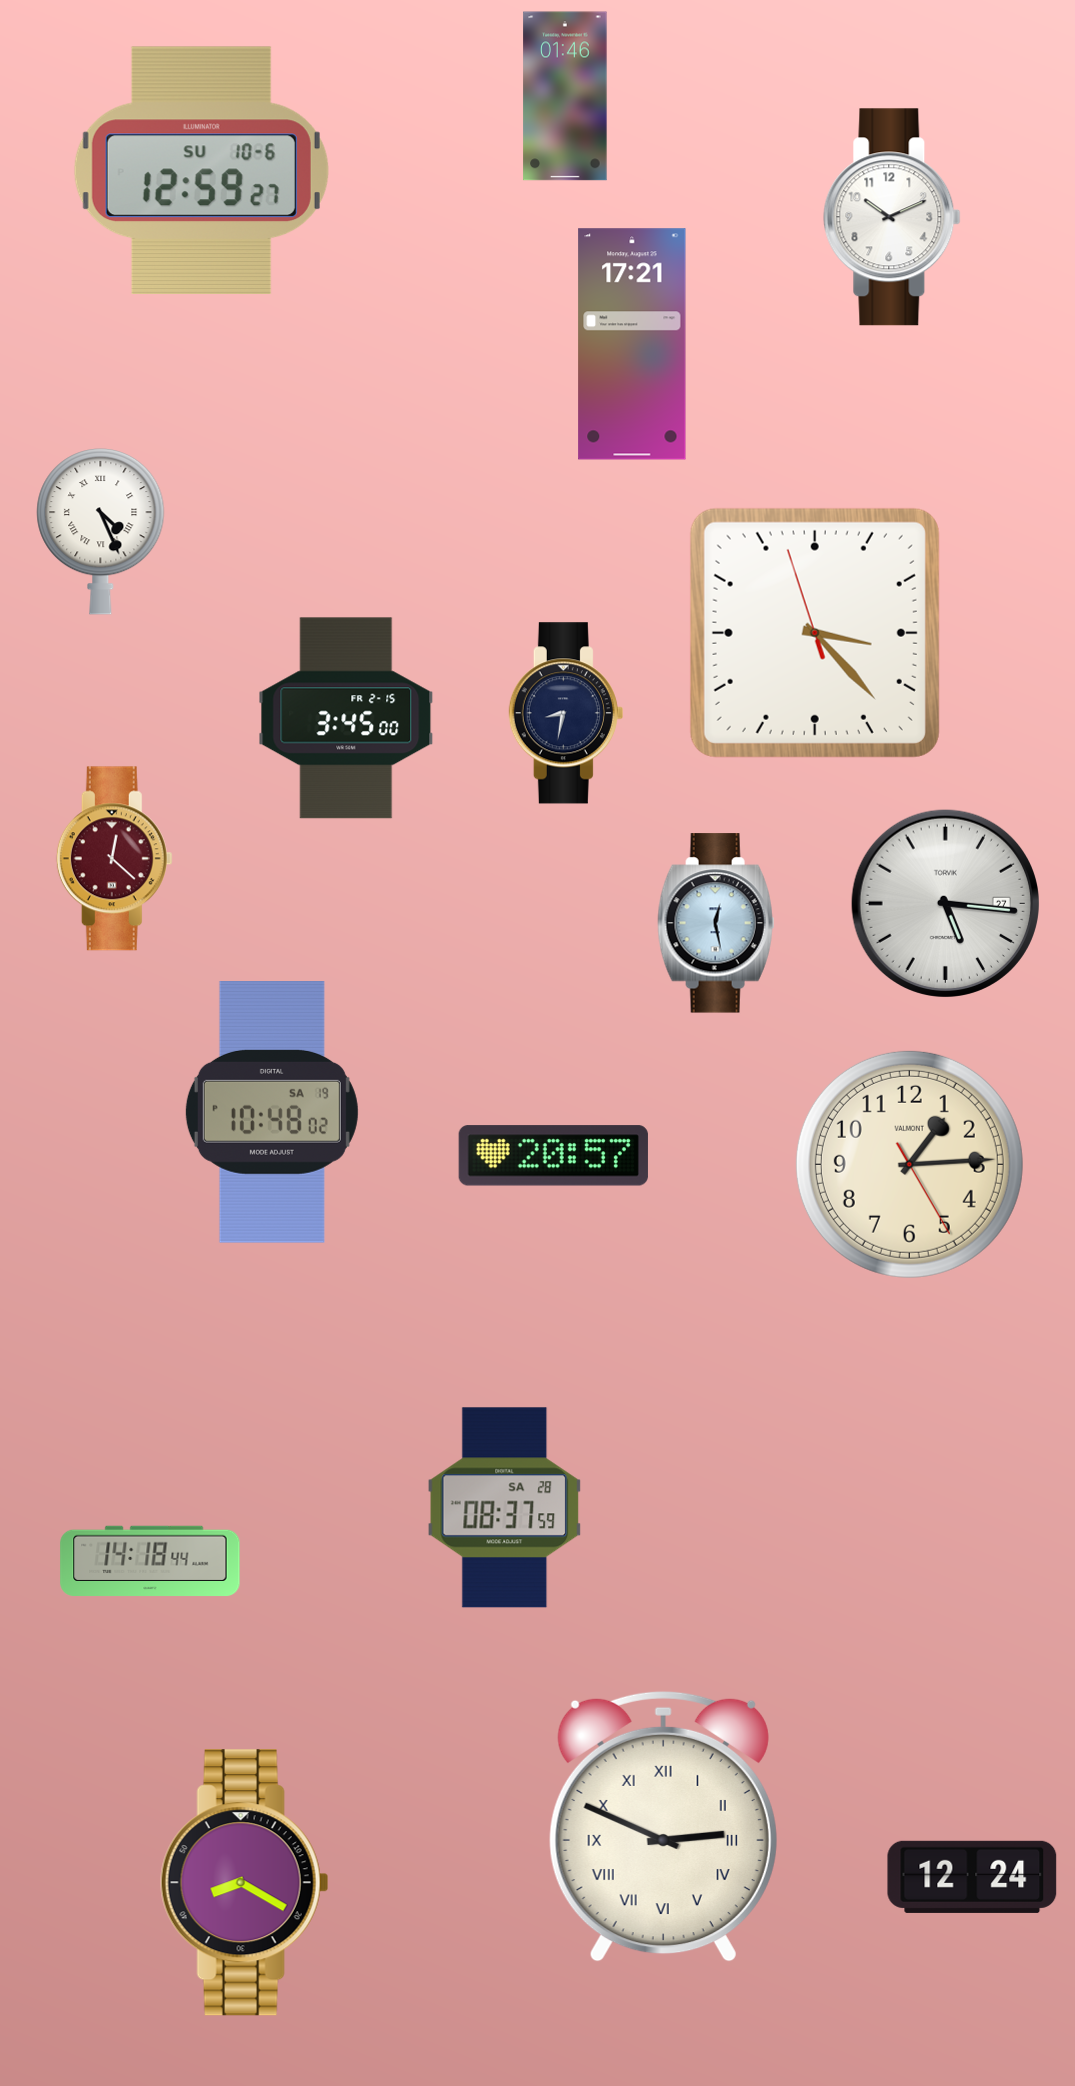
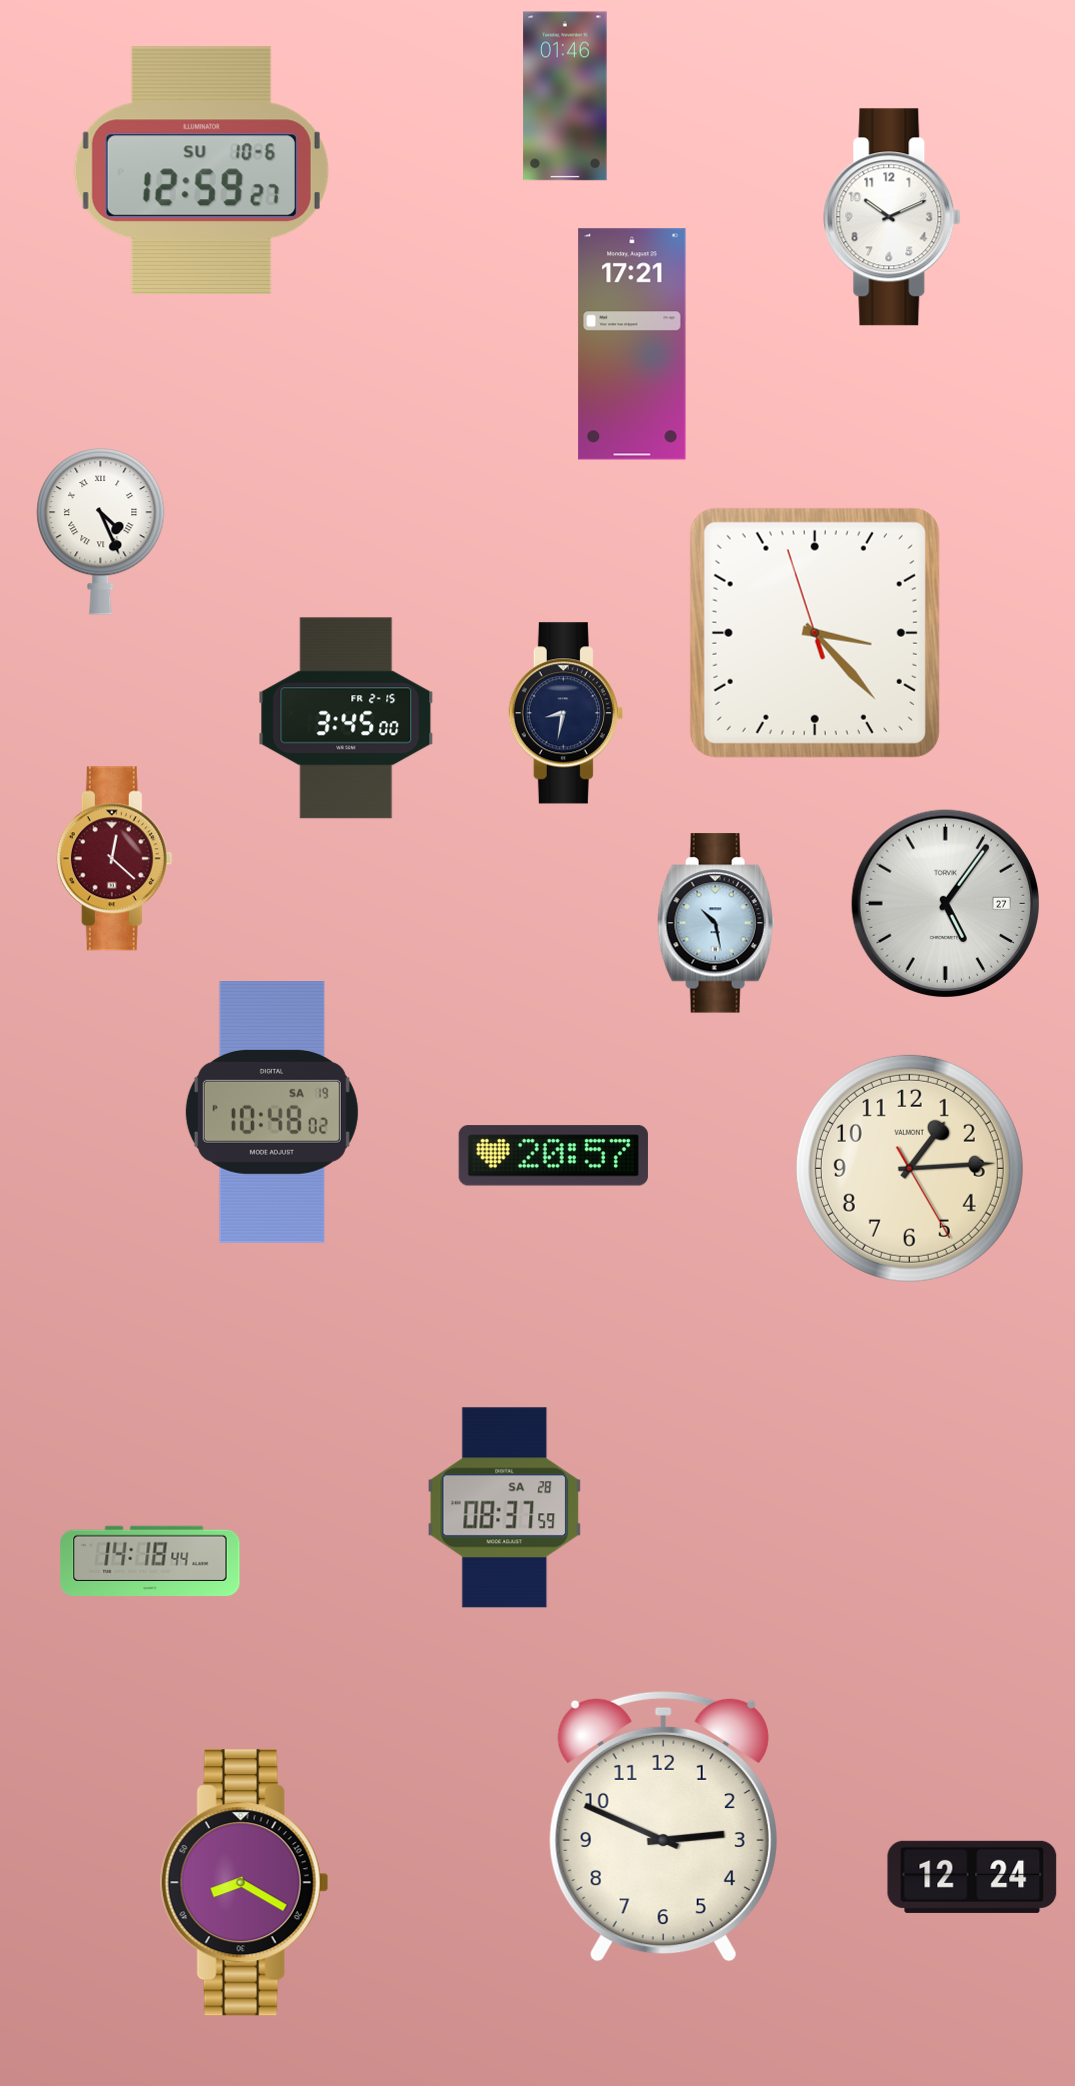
clock at (945, 903): 5:16 -> 5:06
clock at (716, 923): 12:28 -> 10:28
clock at (909, 1164) position: (909, 1164) -> (909, 1168)
clock at (663, 1826) numerals: Roman -> Arabic
